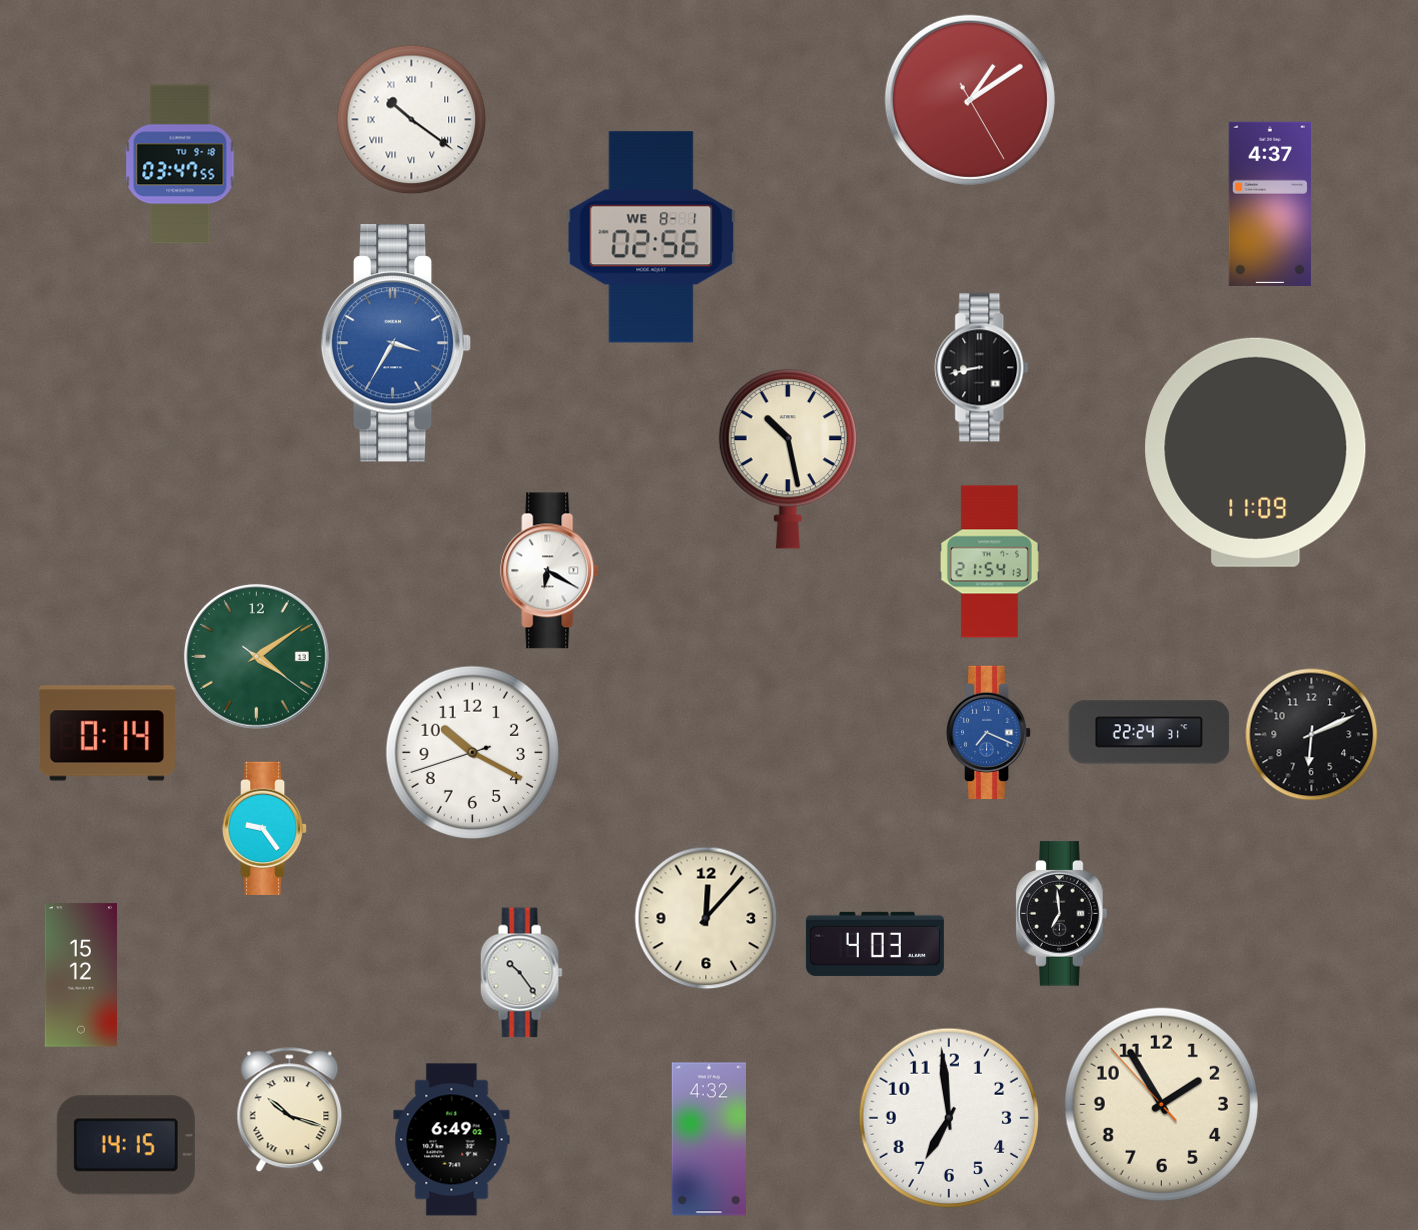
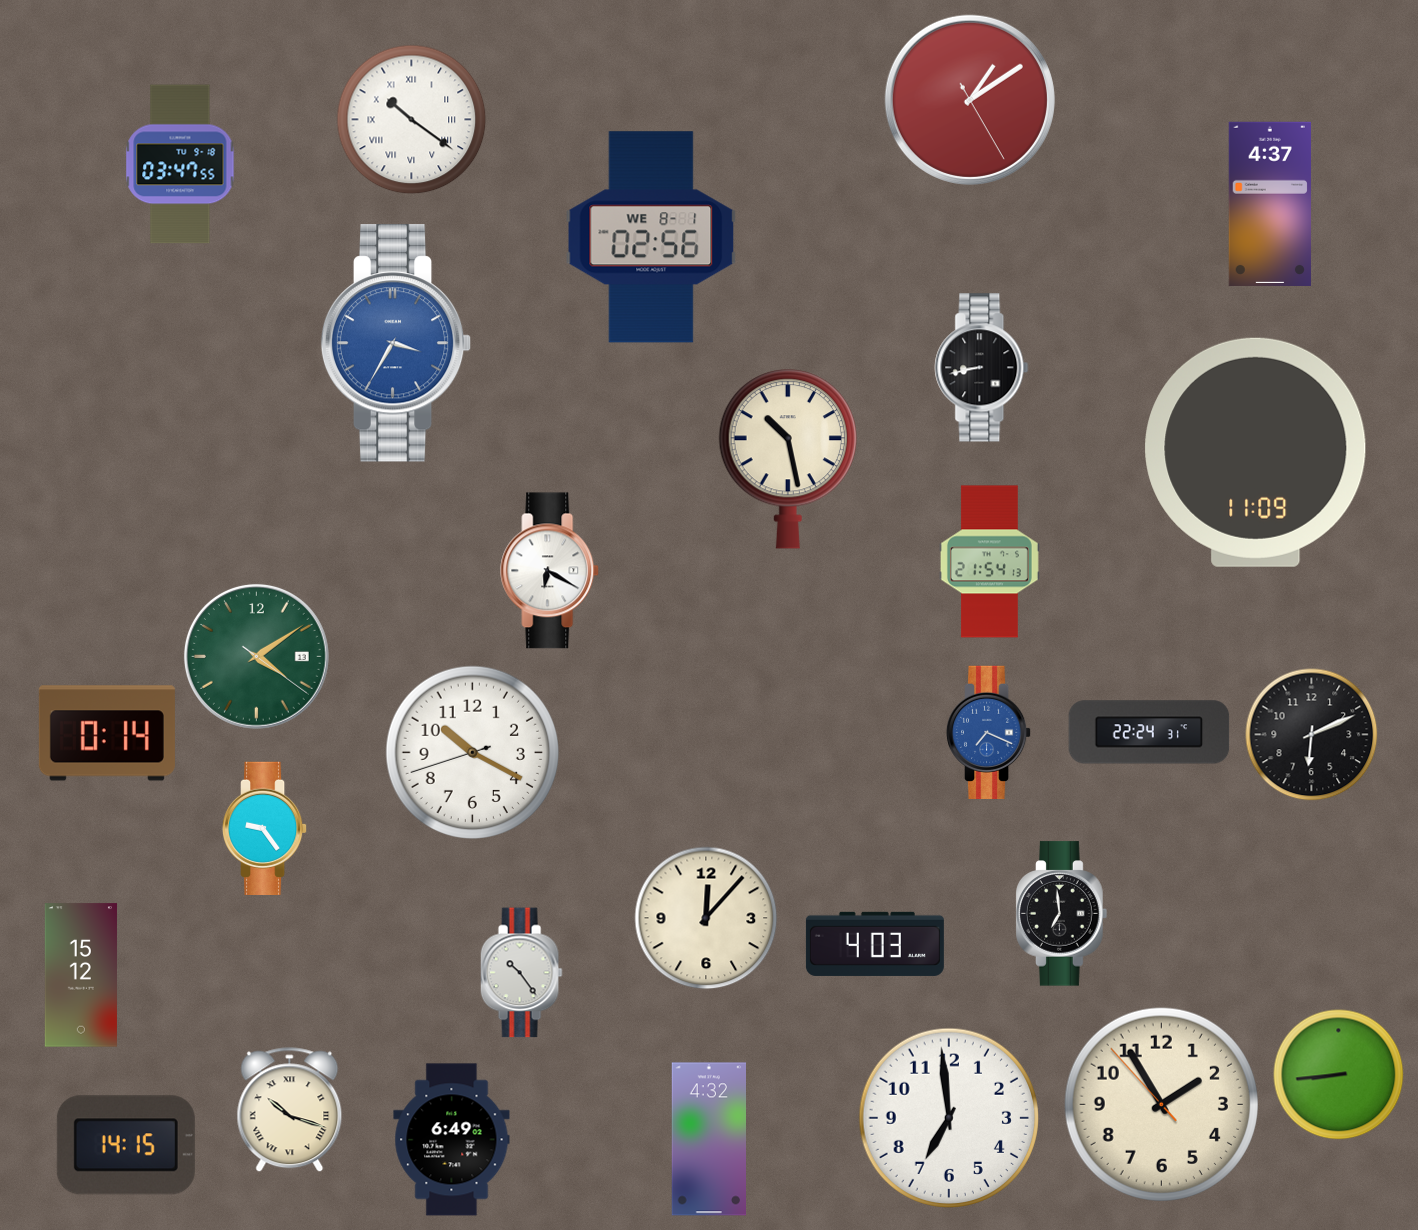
clock at (1339, 1075): none -> 8:44
